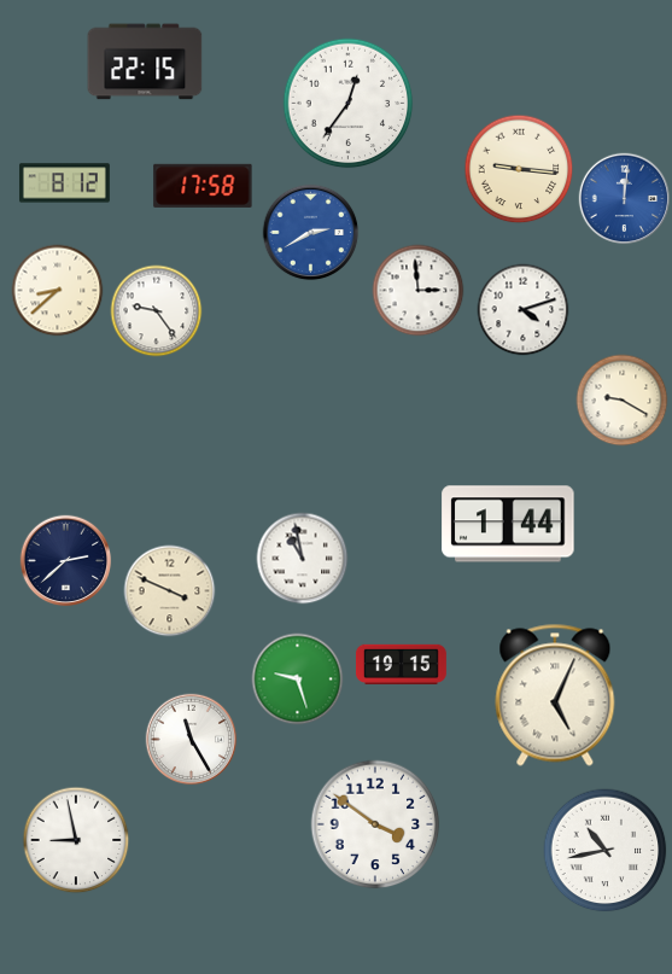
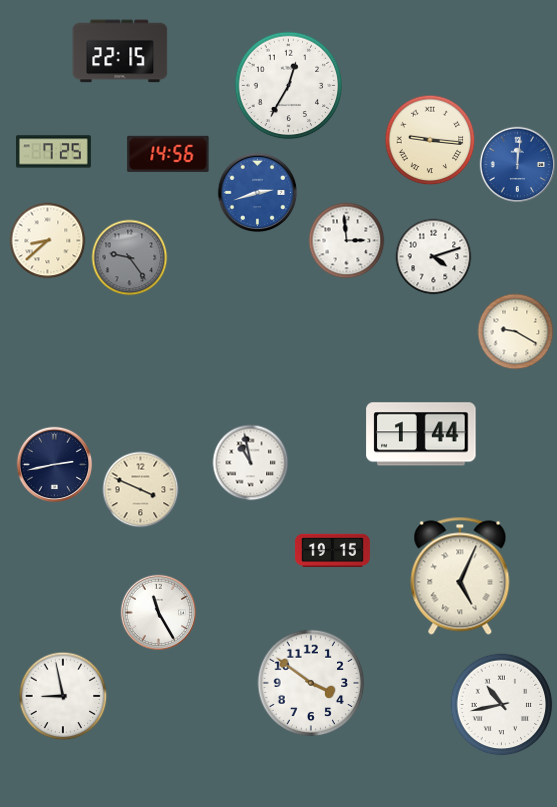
clock at (349, 104): 12:36 -> 12:35
clock at (64, 183): 8:12 -> 7:25
clock at (203, 186): 17:58 -> 14:56
clock at (311, 233): 2:40 -> 2:42
clock at (157, 311) dial: white -> grey
clock at (66, 561): 2:38 -> 2:43
clock at (298, 680): 9:27 -> none
